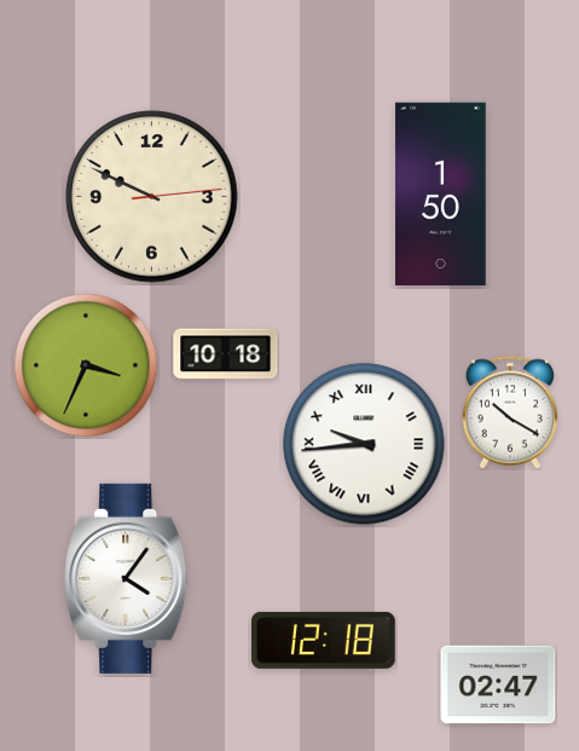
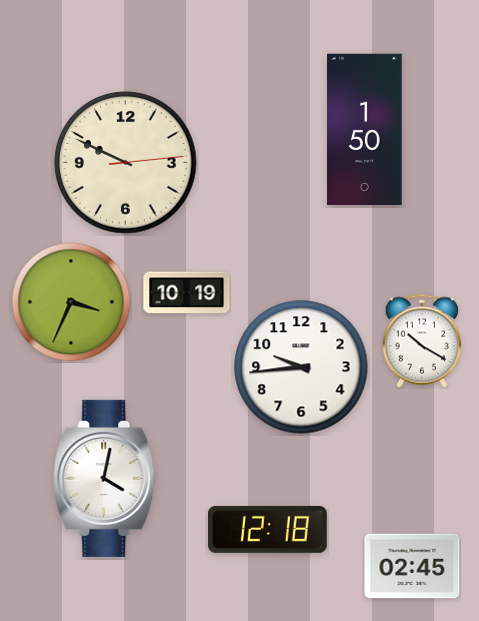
clock at (441, 195) position: (441, 195) -> (365, 130)
clock at (226, 354): 10:18 -> 10:19
clock at (364, 444) numerals: Roman -> Arabic
clock at (127, 578): 4:06 -> 4:02
clock at (498, 684): 02:47 -> 02:45
